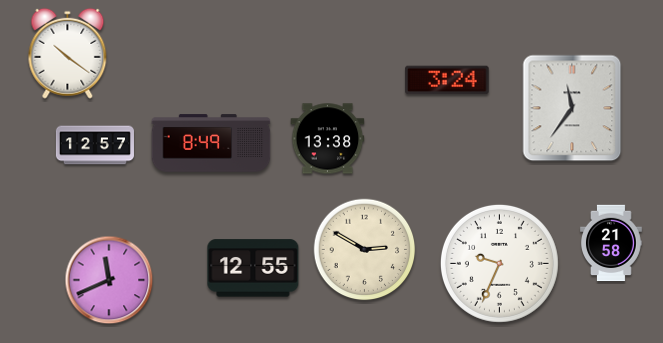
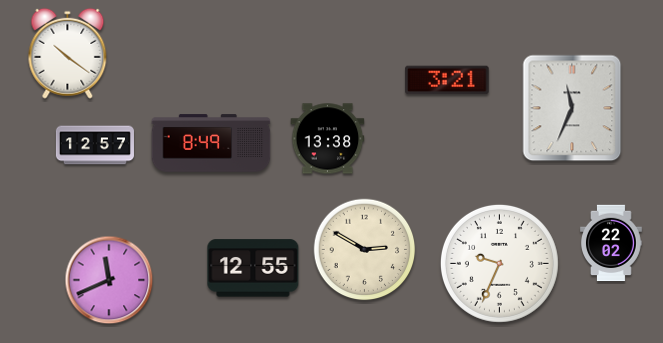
clock at (447, 80): 3:24 -> 3:21
clock at (572, 108): 11:36 -> 11:34
clock at (612, 243): 21:58 -> 22:02
